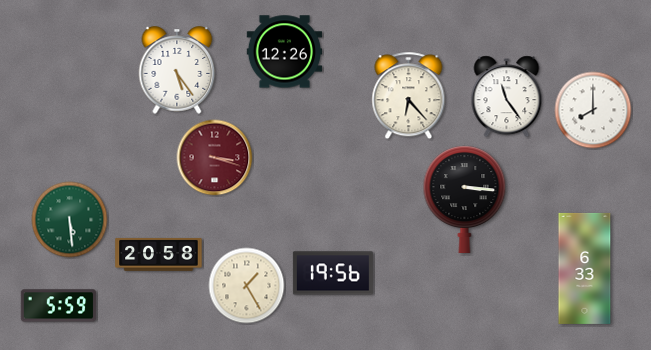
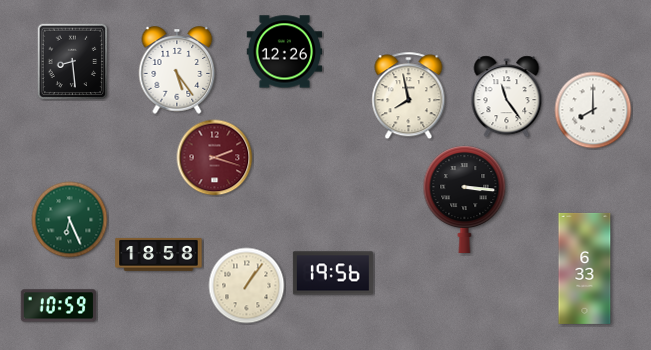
clock at (73, 62): none -> 8:29
clock at (409, 96): 6:23 -> 7:58
clock at (215, 158): 3:18 -> 2:18
clock at (70, 220): 5:29 -> 6:26
clock at (159, 254): 20:58 -> 18:58
clock at (247, 286): 1:25 -> 1:06
clock at (59, 306): 5:59 -> 10:59
